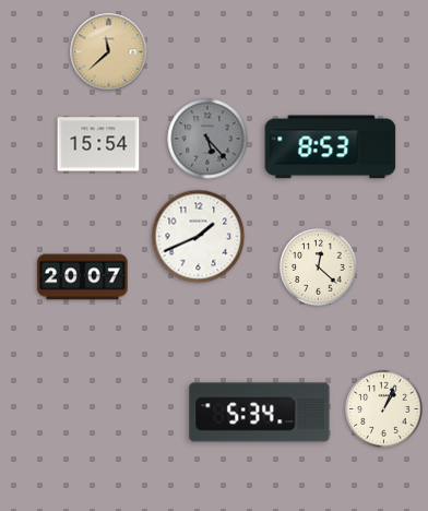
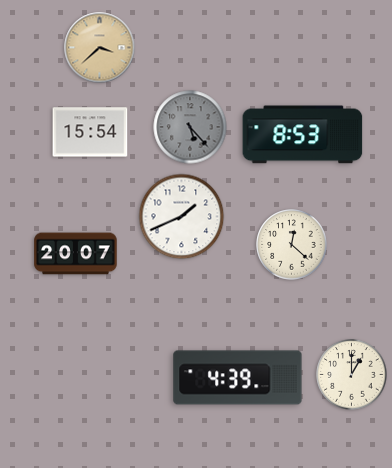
clock at (109, 52): 11:38 -> 3:38
clock at (384, 409): 1:04 -> 1:00
clock at (260, 413): 5:34 -> 4:39
